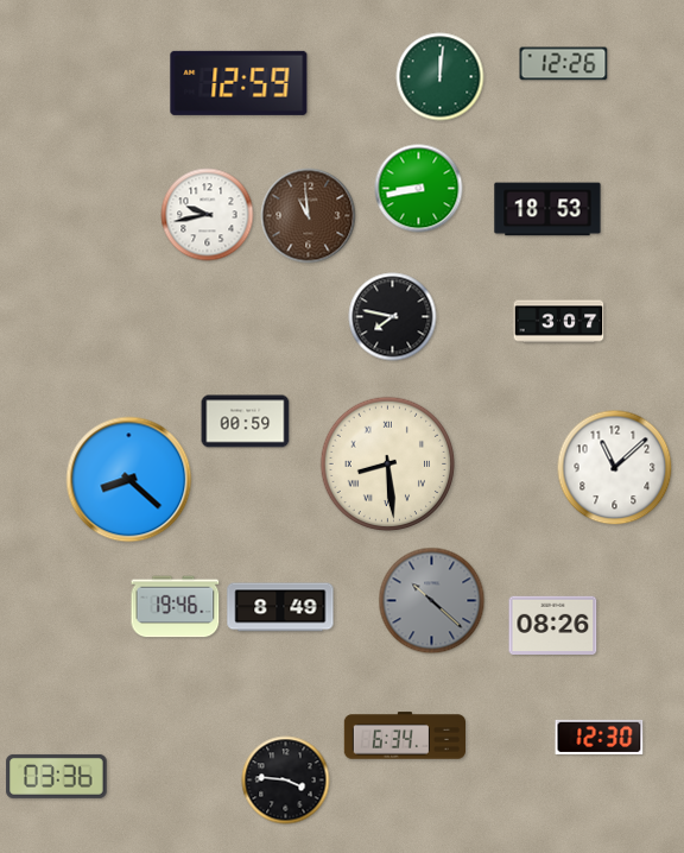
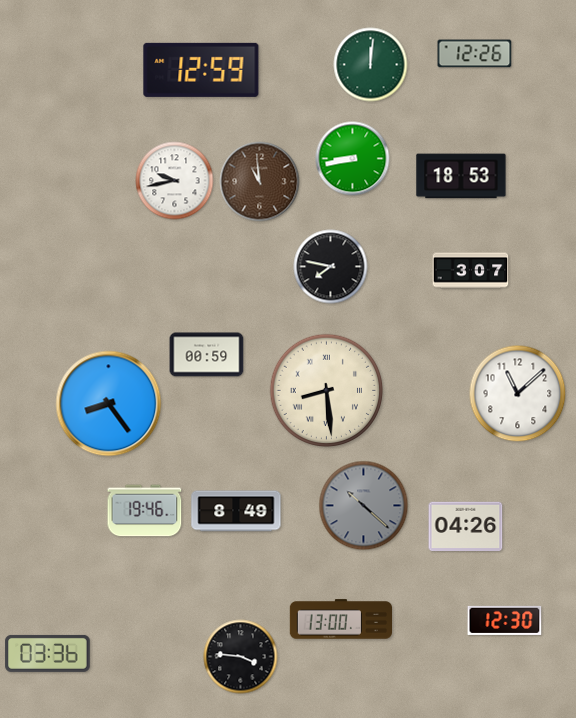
clock at (129, 480): 8:22 -> 8:24
clock at (176, 607) position: (176, 607) -> (145, 511)
clock at (553, 626): 08:26 -> 04:26
clock at (404, 735): 6:34 -> 13:00
